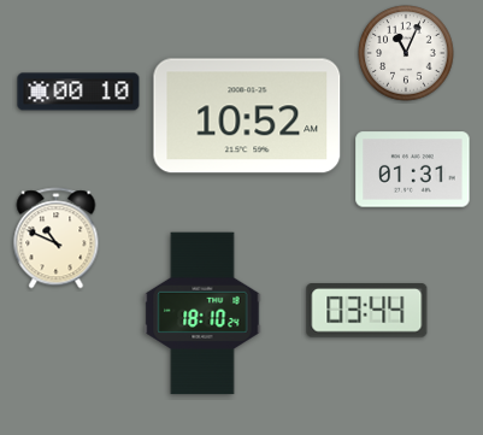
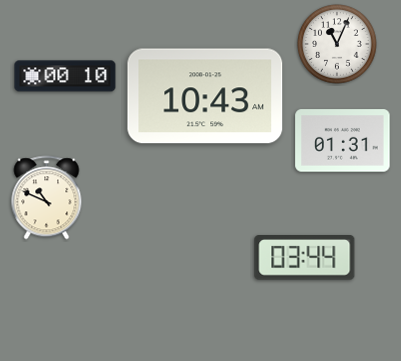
clock at (247, 116): 10:52 -> 10:43
clock at (202, 313): 18:10 -> none
